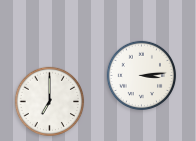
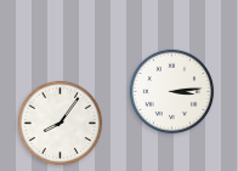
clock at (50, 102): 7:00 -> 8:06
